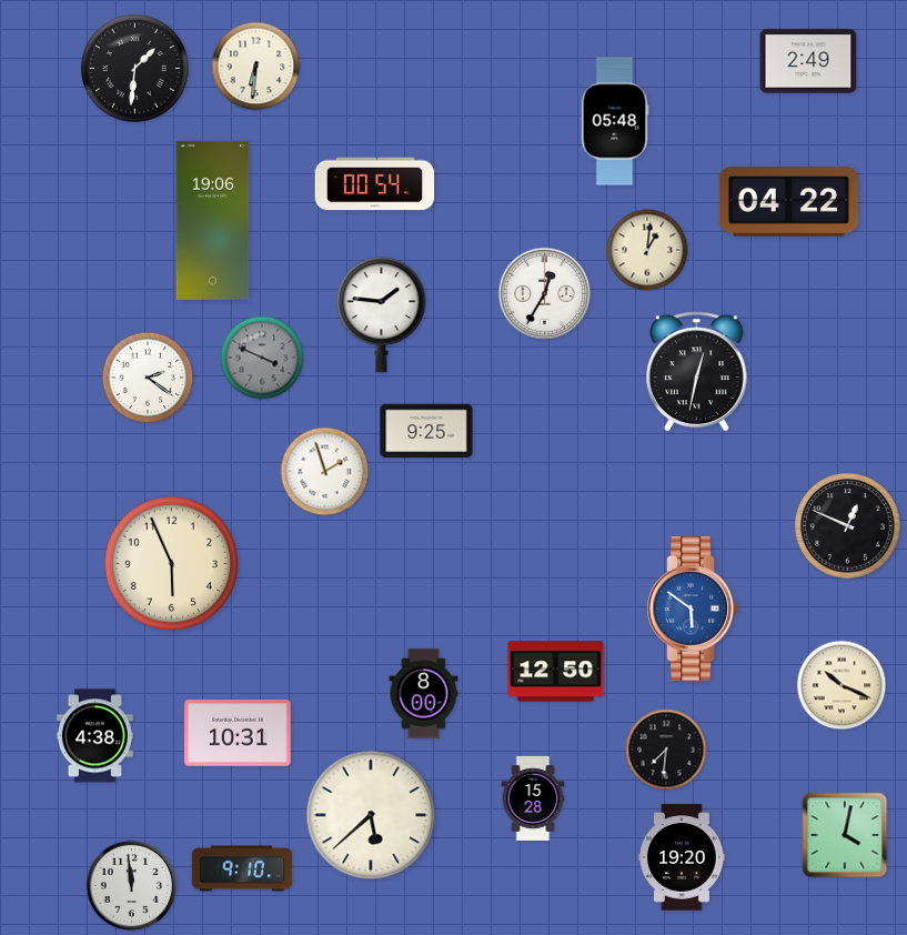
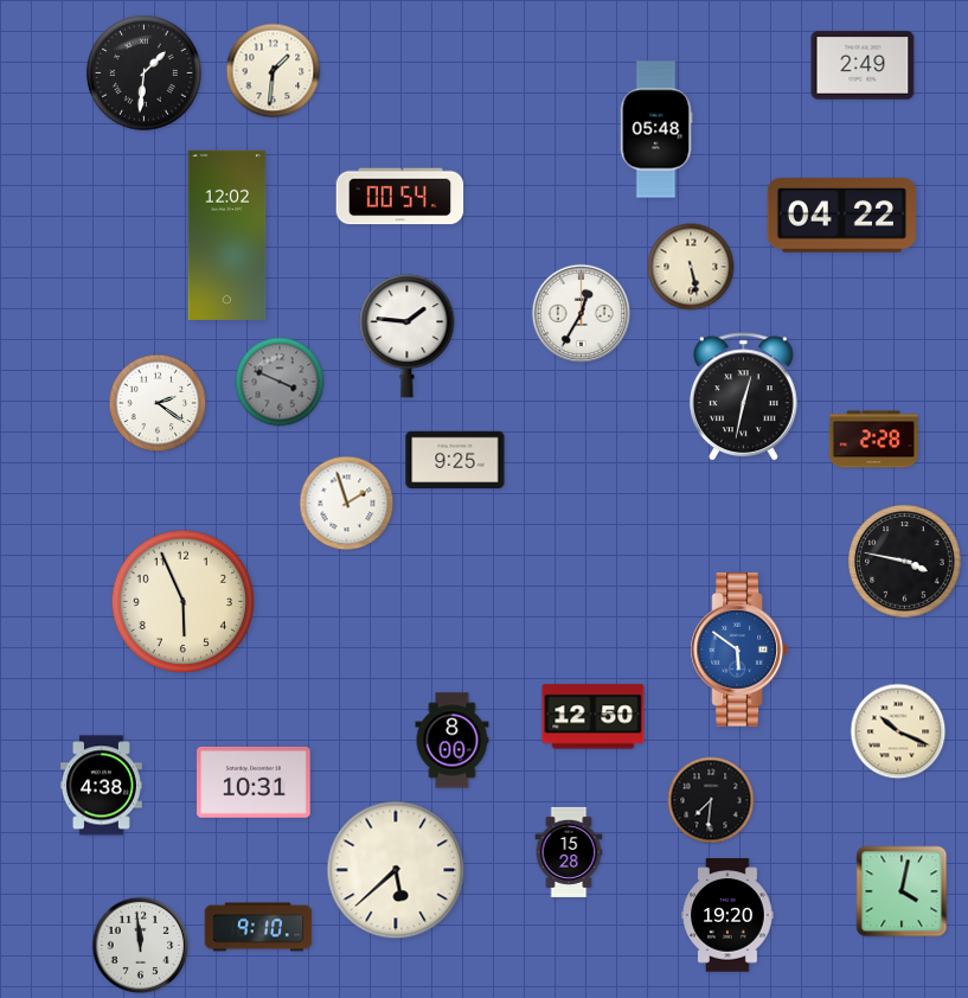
clock at (256, 67): 6:31 -> 1:31
clock at (213, 220): 19:06 -> 12:02
clock at (647, 250): 1:01 -> 5:28
clock at (873, 440): none -> 2:28
clock at (848, 526): 12:49 -> 3:47
